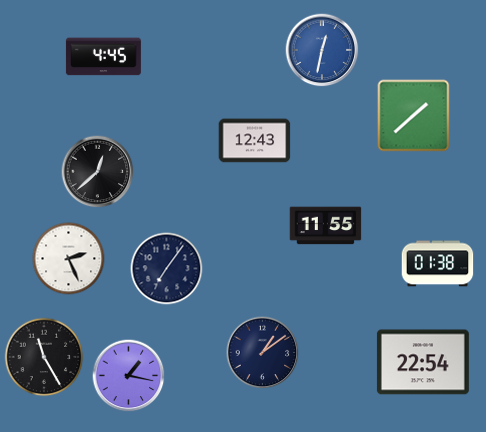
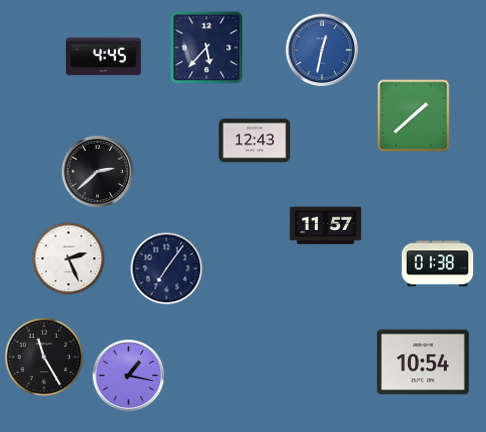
clock at (207, 48): none -> 5:37
clock at (98, 172): 12:38 -> 2:38
clock at (326, 226): 11:55 -> 11:57
clock at (263, 353): 1:09 -> none
clock at (423, 362): 22:54 -> 10:54
